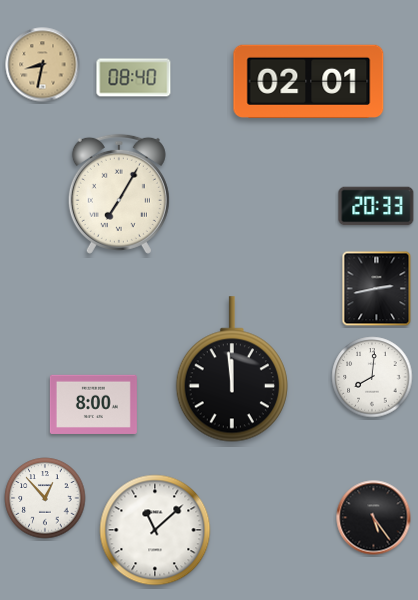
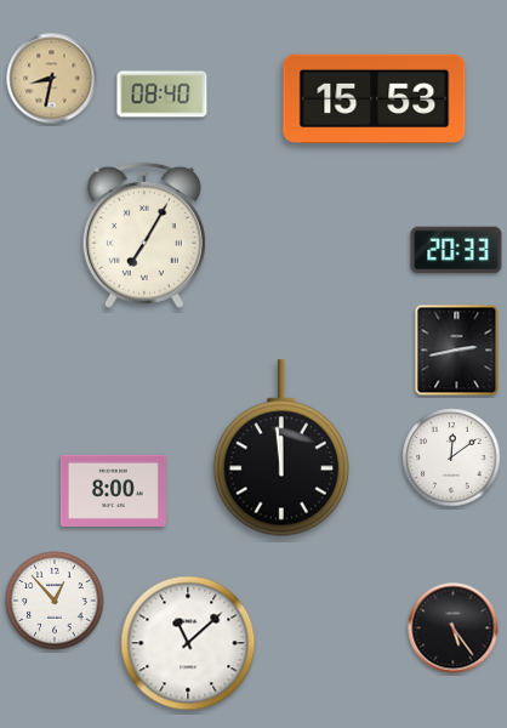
clock at (309, 81): 02:01 -> 15:53
clock at (372, 377): 8:01 -> 12:09
clock at (45, 498) position: (45, 498) -> (55, 601)
